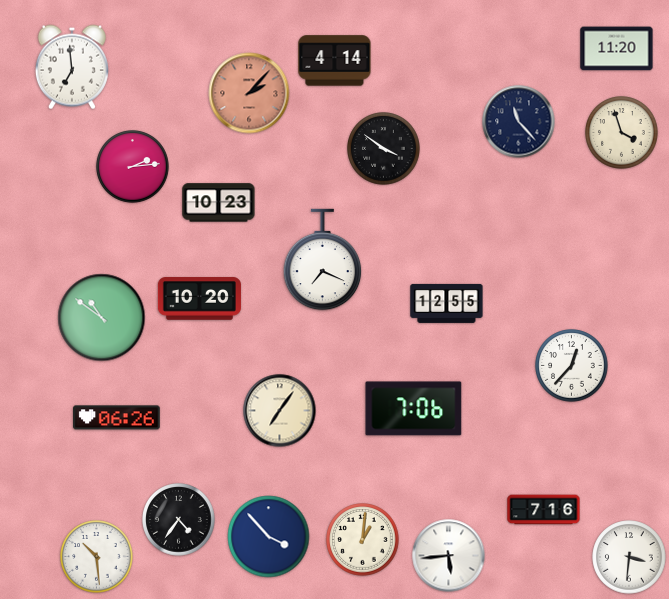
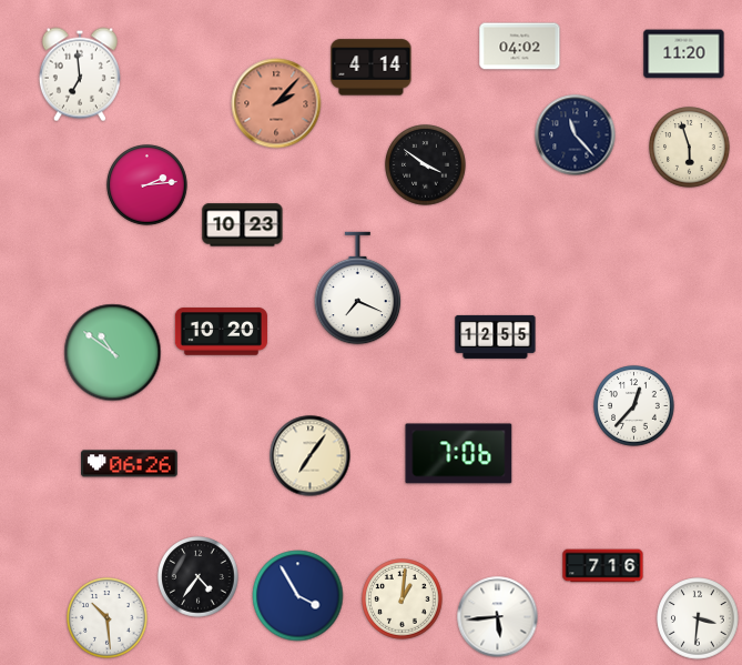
clock at (520, 47): none -> 04:02
clock at (622, 133): 3:57 -> 5:57
clock at (269, 537): 3:53 -> 3:55
